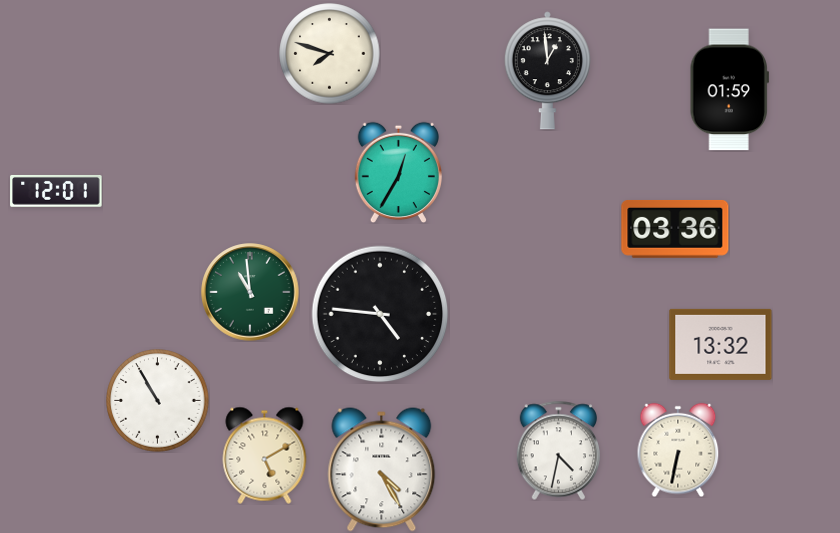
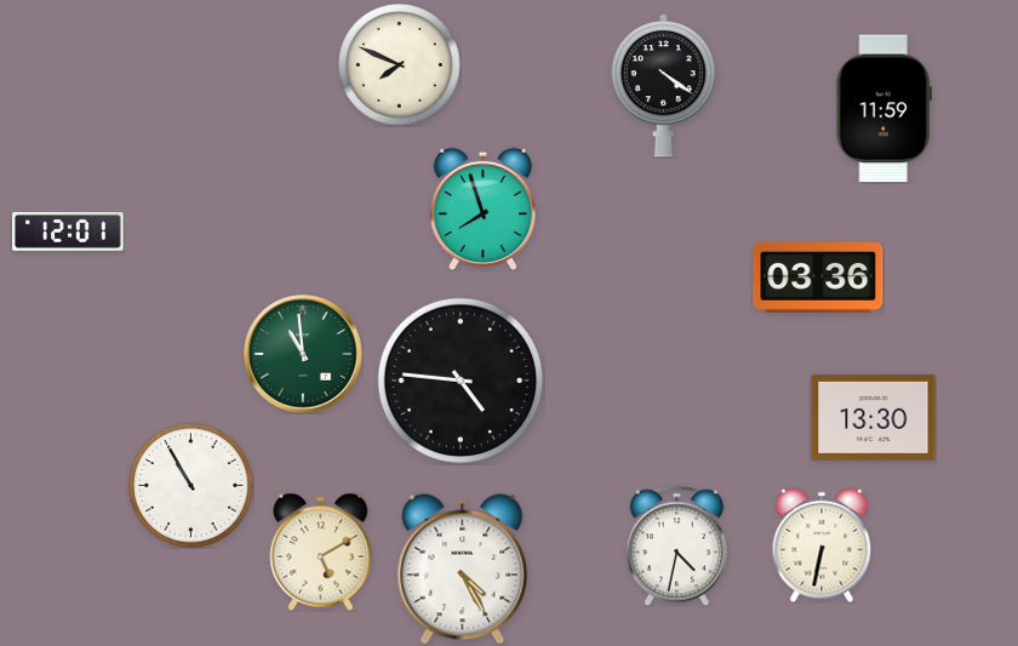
clock at (330, 54): 7:48 -> 7:49
clock at (547, 71): 12:59 -> 4:21
clock at (729, 90): 01:59 -> 11:59
clock at (398, 172): 12:35 -> 7:57
clock at (721, 344): 13:32 -> 13:30
